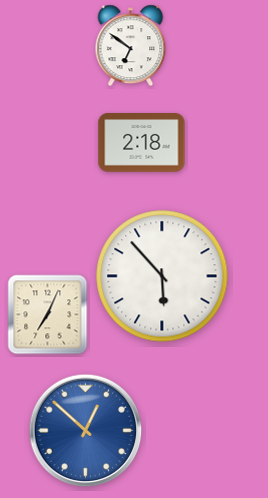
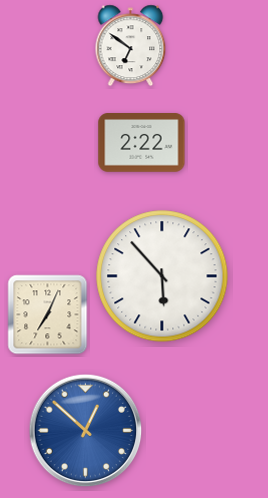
clock at (142, 143): 2:18 -> 2:22
